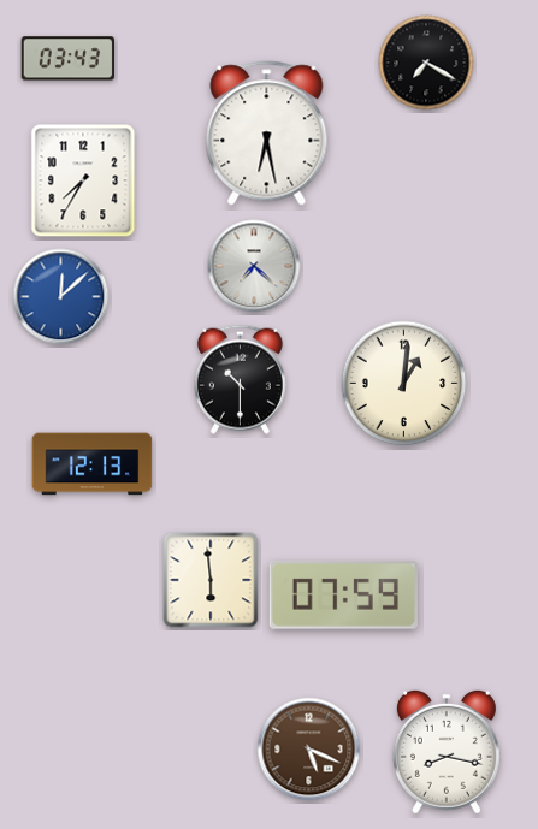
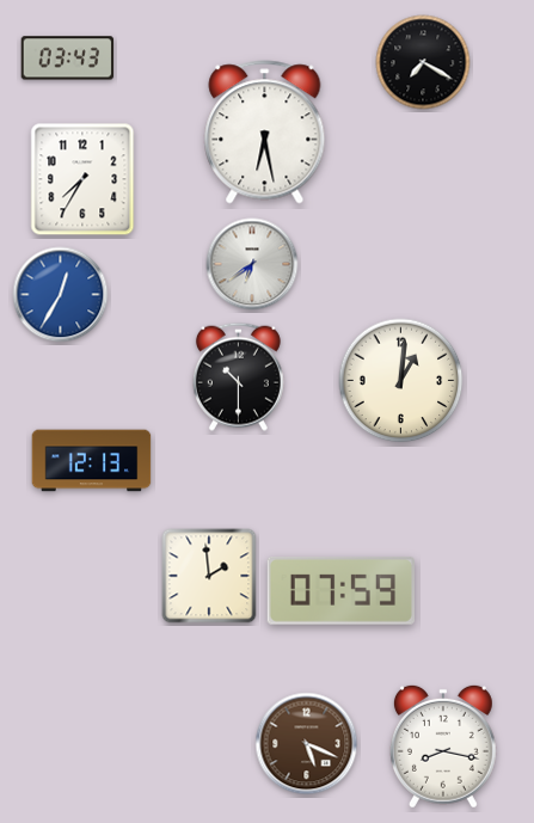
clock at (254, 266): 7:22 -> 6:39
clock at (61, 297): 12:08 -> 12:35
clock at (211, 580): 5:59 -> 1:59
